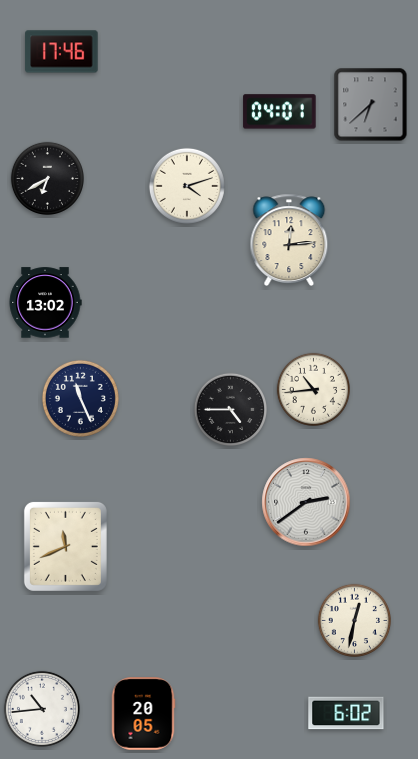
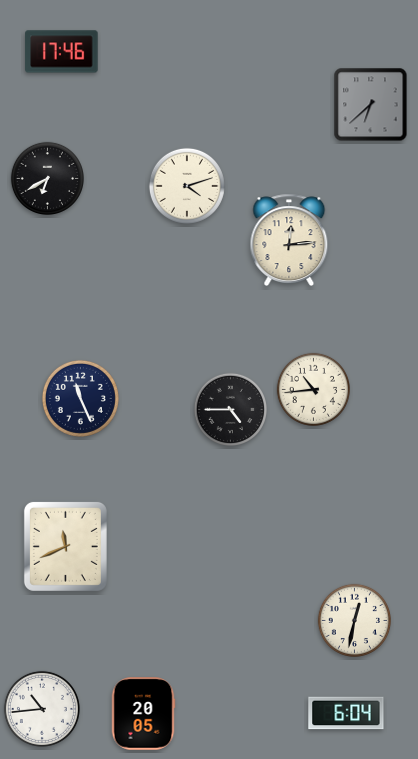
clock at (280, 112): 04:01 -> none
clock at (45, 303): 13:02 -> none
clock at (306, 502): 2:39 -> none
clock at (346, 713): 6:02 -> 6:04
